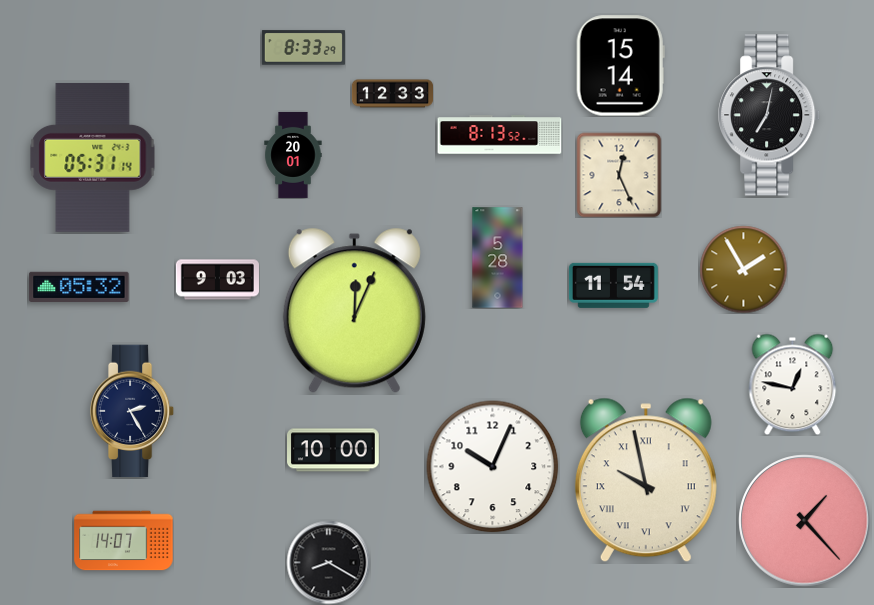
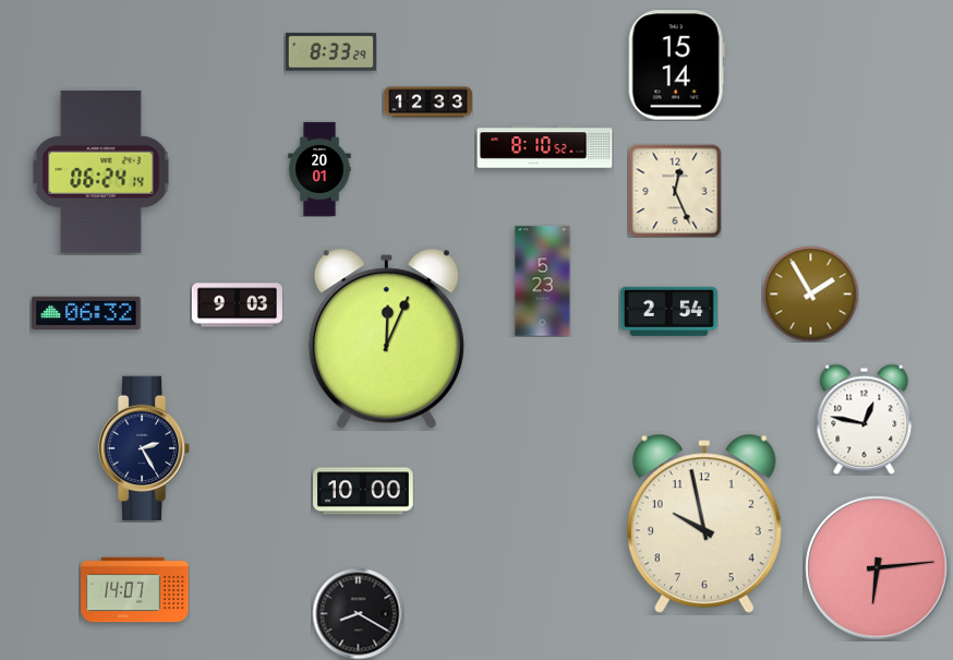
clock at (620, 66) position: (620, 66) -> (676, 65)
clock at (770, 115): 7:02 -> none
clock at (500, 135): 8:13 -> 8:10
clock at (93, 157): 05:31 -> 06:24
clock at (498, 258): 5:28 -> 5:23
clock at (613, 285): 11:54 -> 2:54
clock at (79, 286): 05:32 -> 06:32
clock at (493, 467): 10:04 -> none
clock at (646, 480) numerals: Roman -> Arabic
clock at (805, 521): 1:23 -> 6:14
